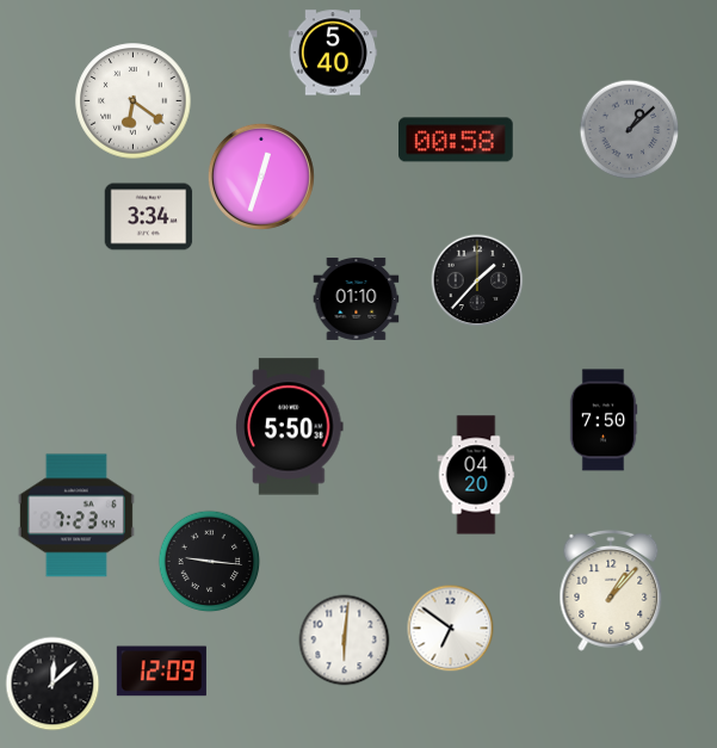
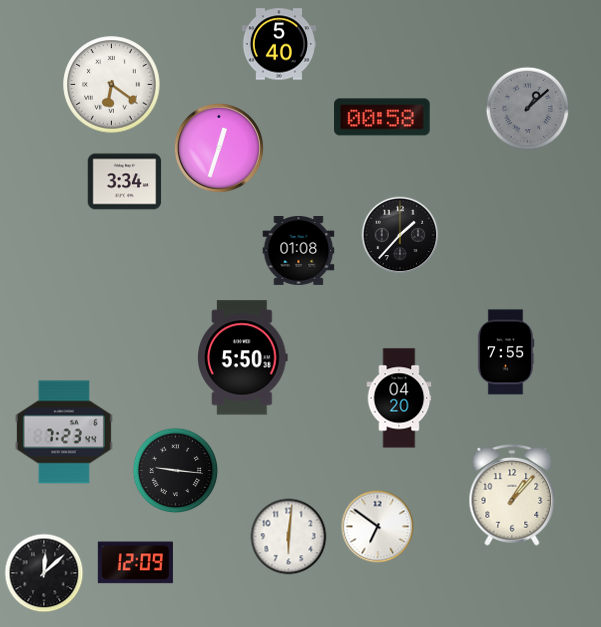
clock at (357, 298): 01:10 -> 01:08
clock at (604, 420): 7:50 -> 7:55
